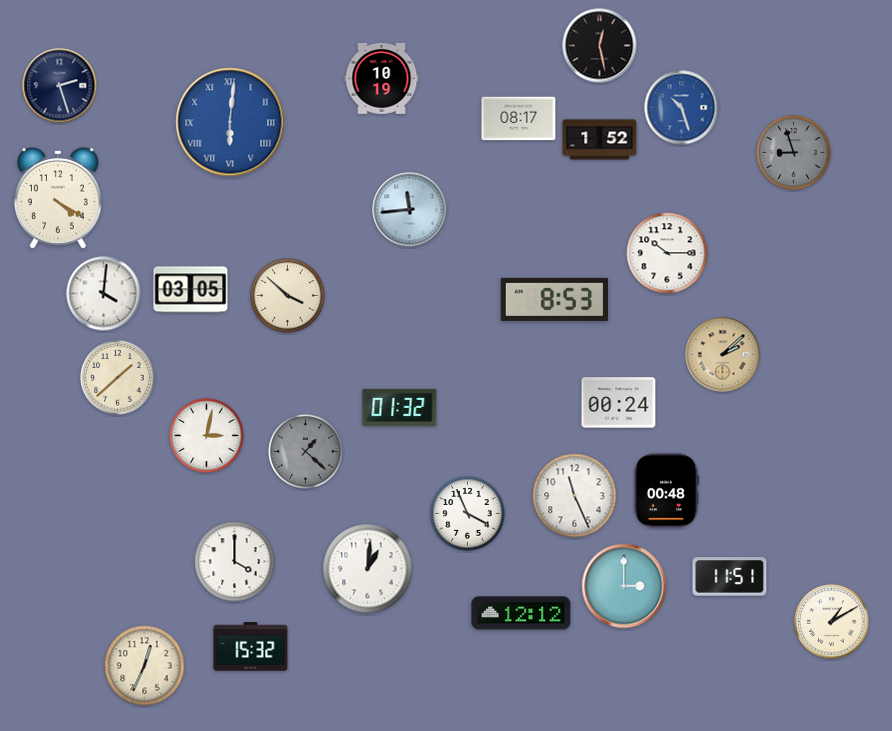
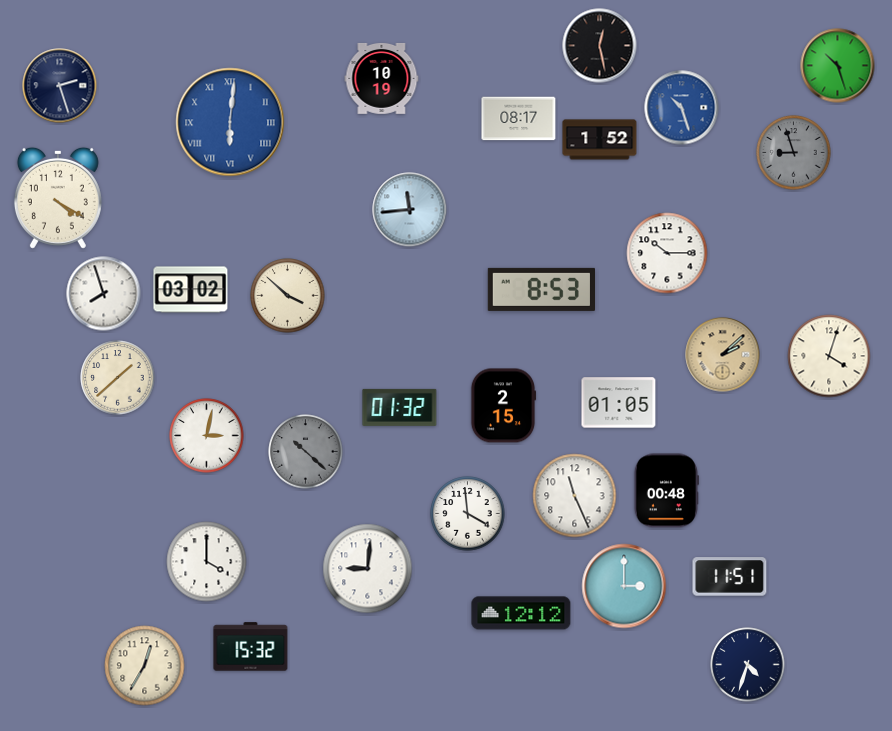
clock at (838, 66): none -> 10:27
clock at (191, 290): 03:05 -> 03:02
clock at (104, 294): 4:01 -> 7:57
clock at (554, 299) position: (554, 299) -> (541, 289)
clock at (829, 356): none -> 4:03
clock at (619, 403): 00:24 -> 01:05
clock at (503, 406): none -> 2:15
clock at (306, 452): 1:22 -> 10:22
clock at (468, 514): 3:56 -> 3:59
clock at (235, 562) position: (235, 562) -> (207, 562)
clock at (368, 569): 1:01 -> 9:01
clock at (832, 622): 1:10 -> none
clock at (748, 665): none -> 4:33
clock at (145, 666): 12:34 -> 12:35
